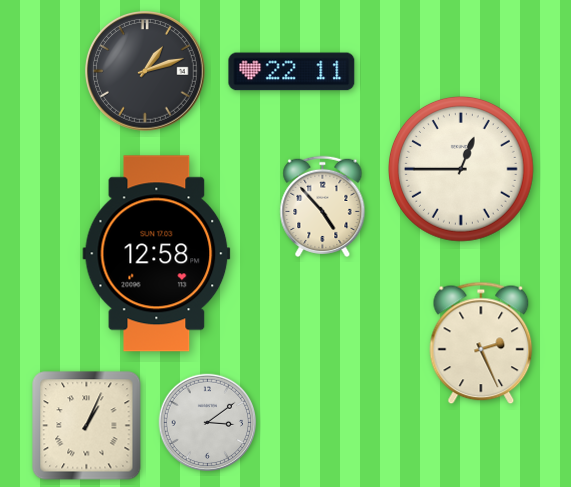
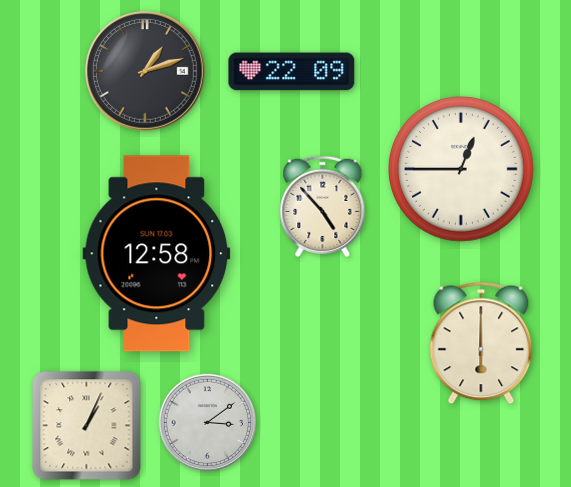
clock at (292, 72): 22:11 -> 22:09
clock at (481, 343): 2:26 -> 6:00
